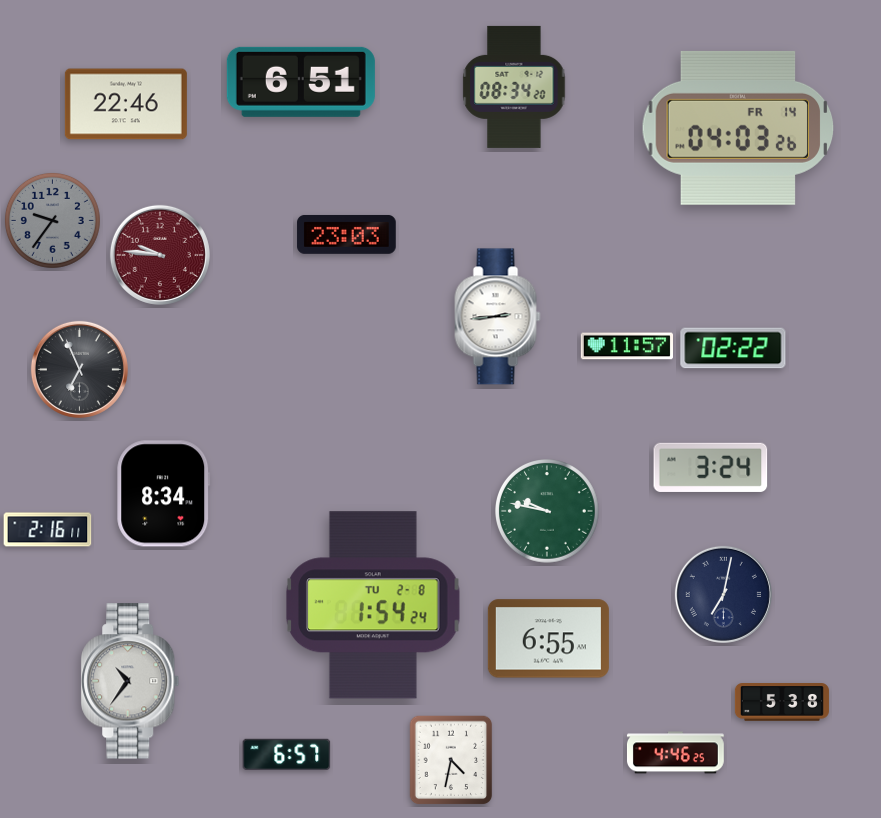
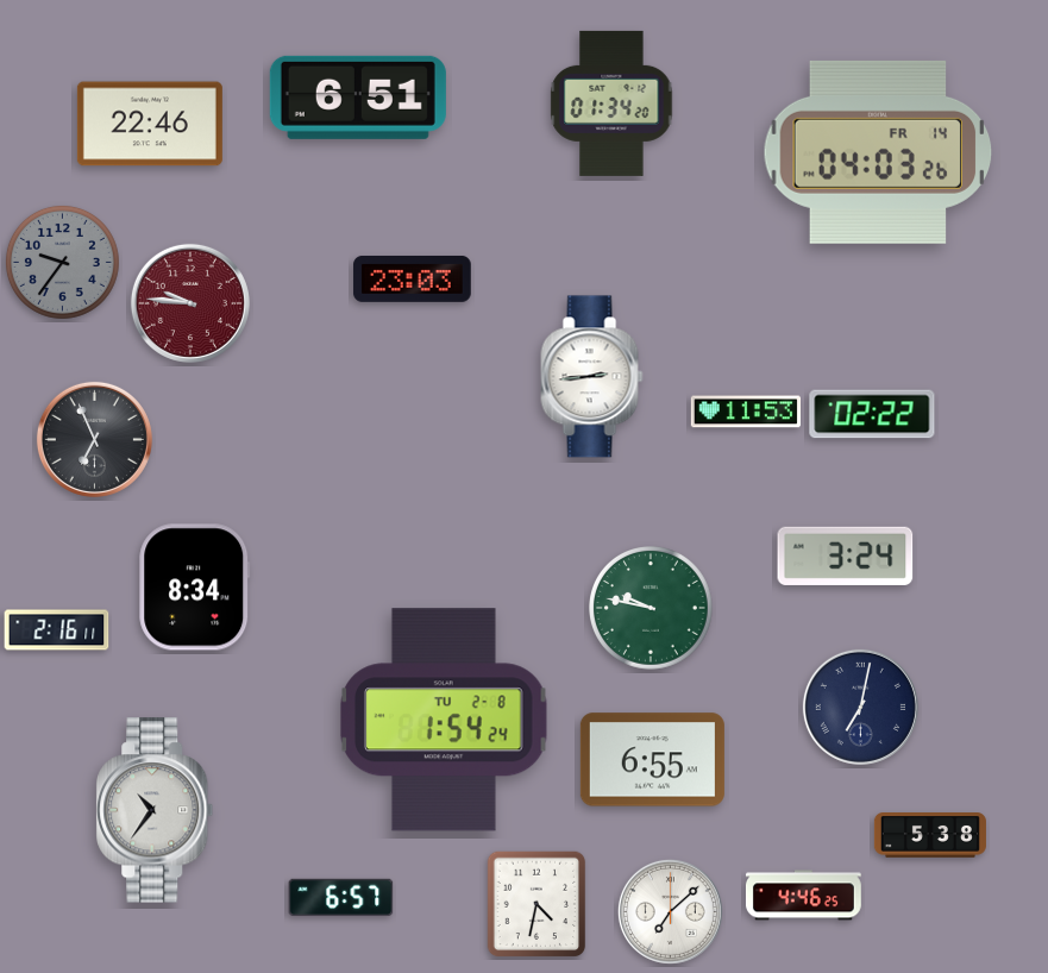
clock at (514, 87): 08:34 -> 01:34
clock at (626, 346): 11:57 -> 11:53
clock at (670, 911): none -> 7:08
